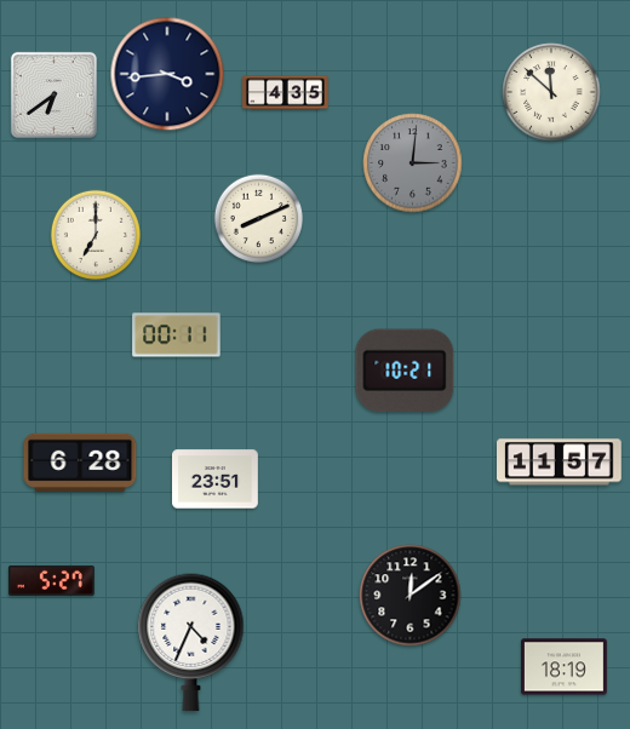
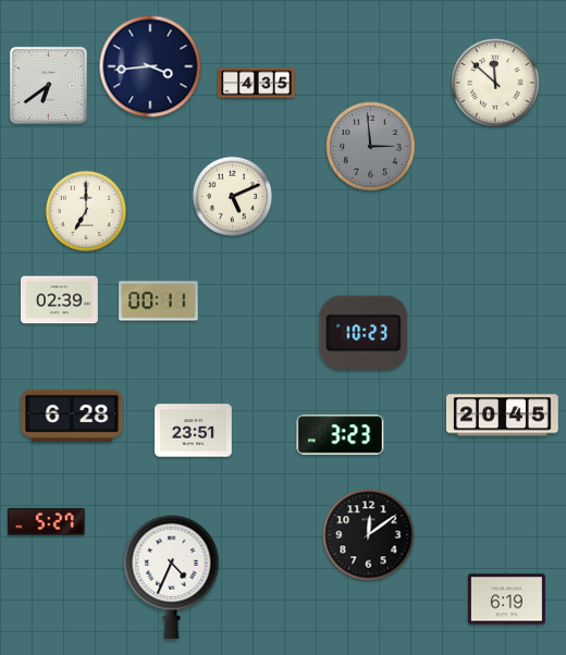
clock at (413, 163): 3:01 -> 2:59
clock at (258, 218): 8:11 -> 5:11
clock at (60, 300): none -> 02:39
clock at (405, 371): 10:21 -> 10:23
clock at (560, 463): 11:57 -> 20:45
clock at (341, 435): none -> 3:23
clock at (563, 667): 18:19 -> 6:19
